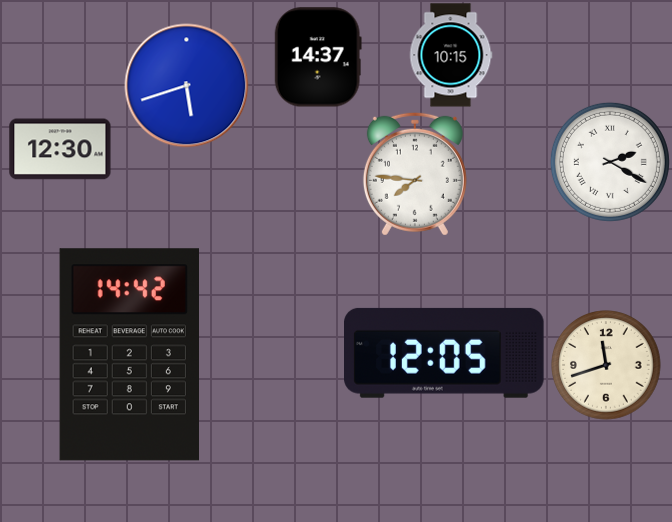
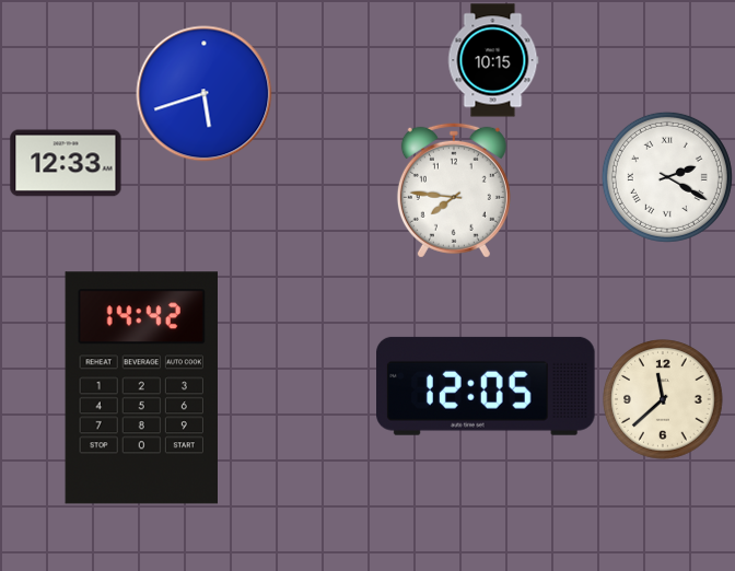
clock at (318, 57): 14:37 -> none
clock at (60, 149): 12:30 -> 12:33
clock at (607, 366): 11:42 -> 11:38
